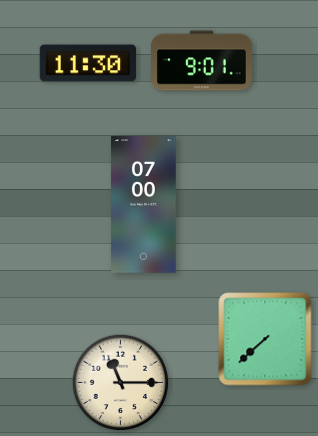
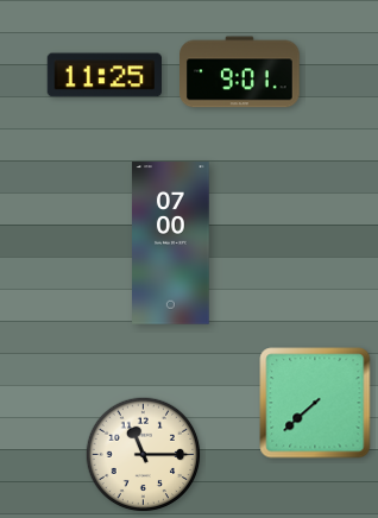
clock at (87, 63): 11:30 -> 11:25
